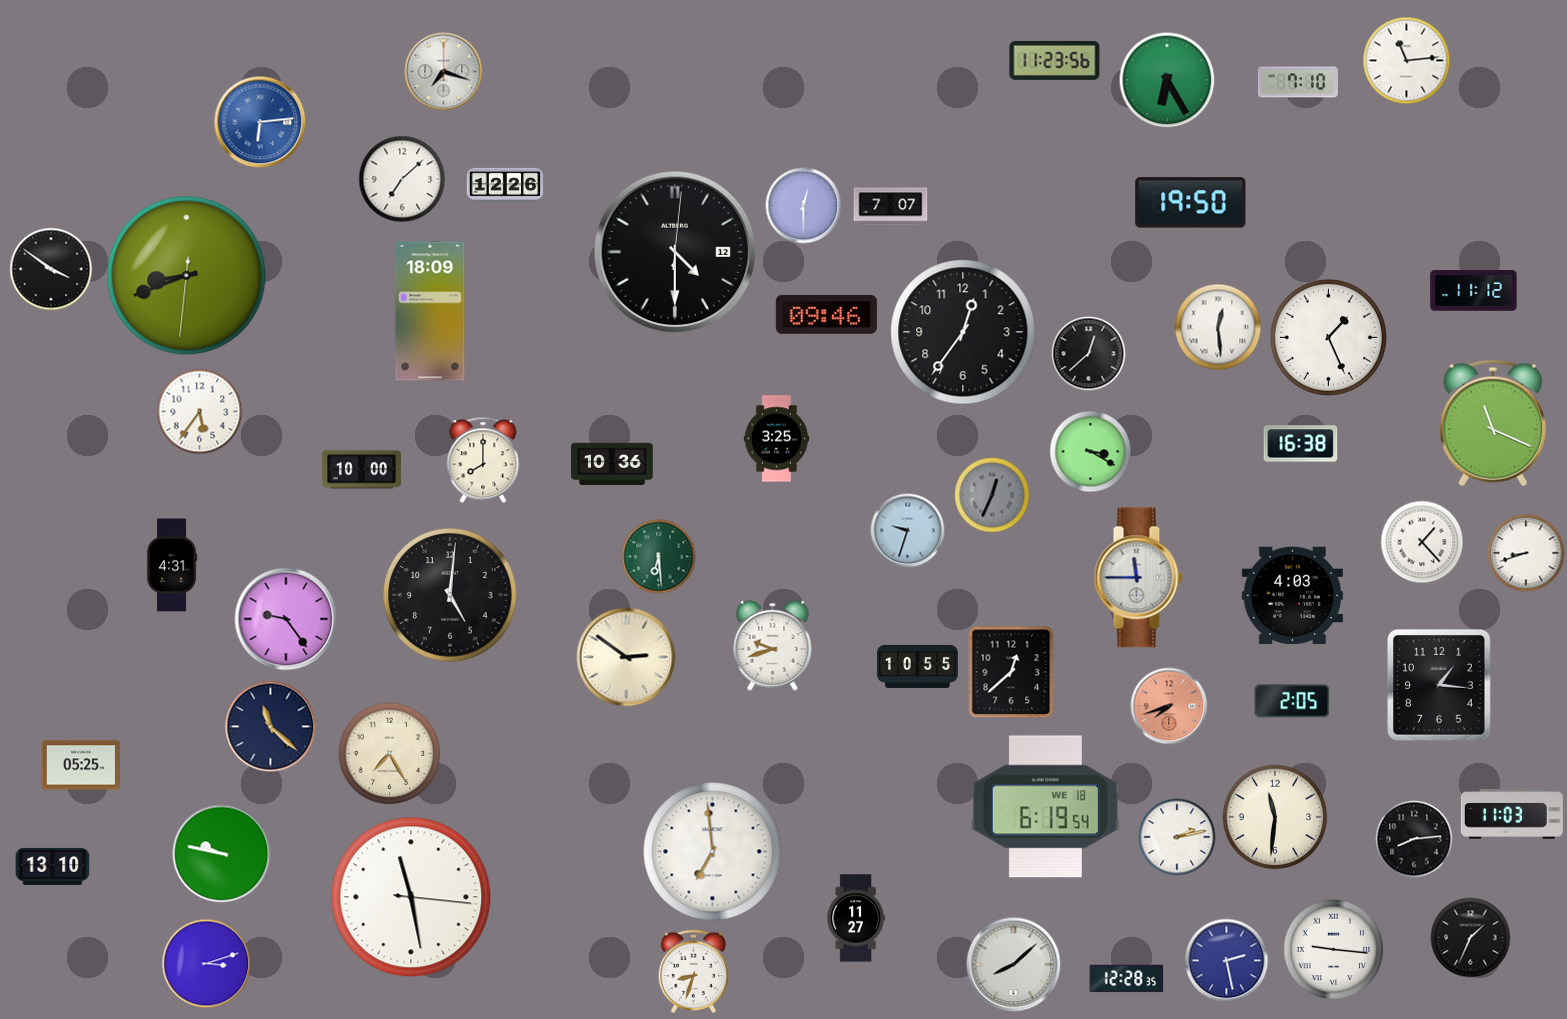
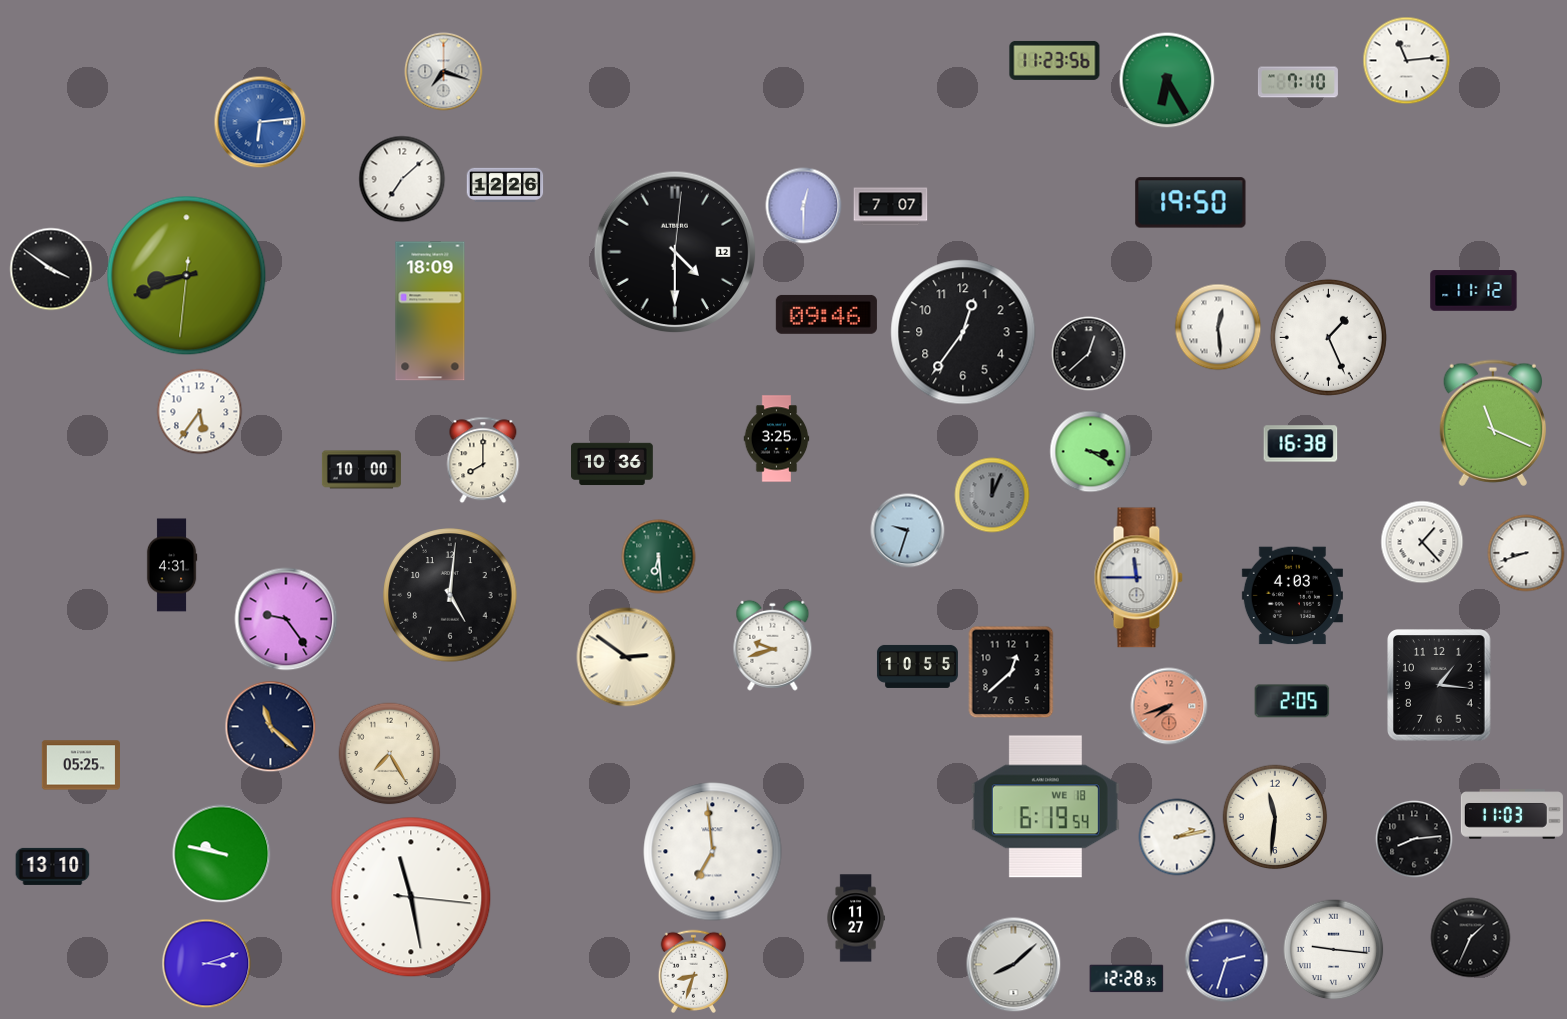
clock at (992, 495): 12:34 -> 12:04
clock at (1227, 961): 2:28 -> 2:33
